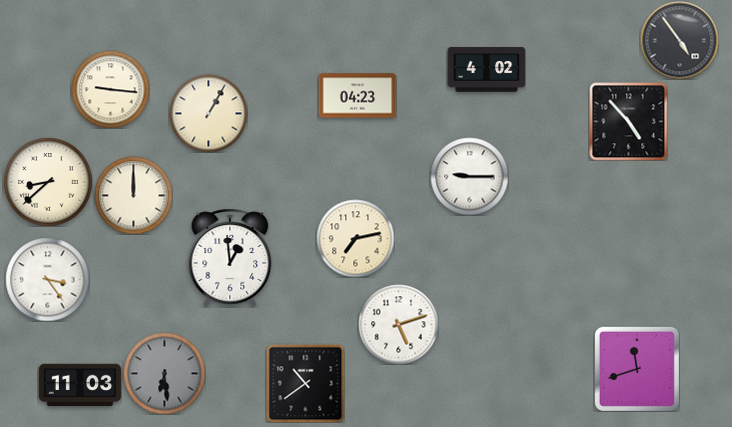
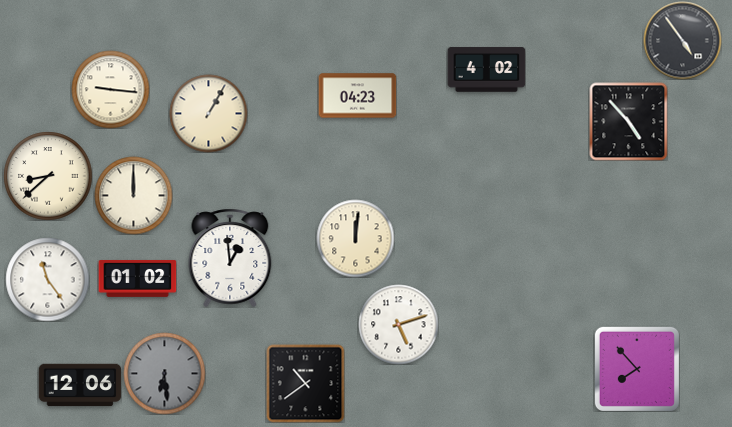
clock at (679, 40) position: (679, 40) -> (682, 40)
clock at (469, 176): 9:15 -> none
clock at (48, 182) position: (48, 182) -> (48, 176)
clock at (355, 238): 7:13 -> 12:01
clock at (137, 278): none -> 01:02
clock at (47, 279): 3:24 -> 11:24
clock at (637, 369): 11:42 -> 7:53
clock at (80, 385): 11:03 -> 12:06
